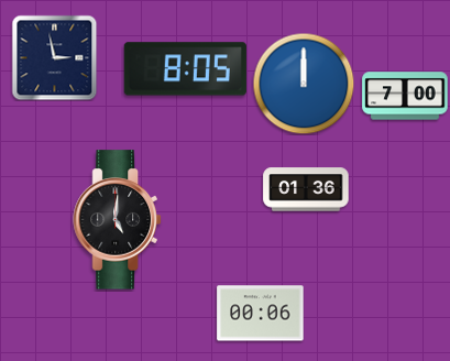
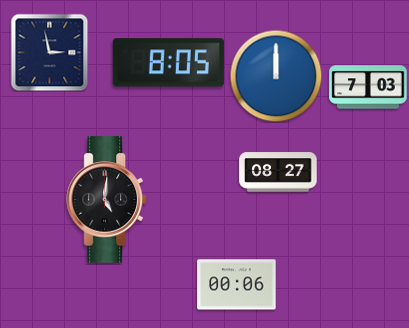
clock at (405, 96): 7:00 -> 7:03
clock at (306, 189): 01:36 -> 08:27
